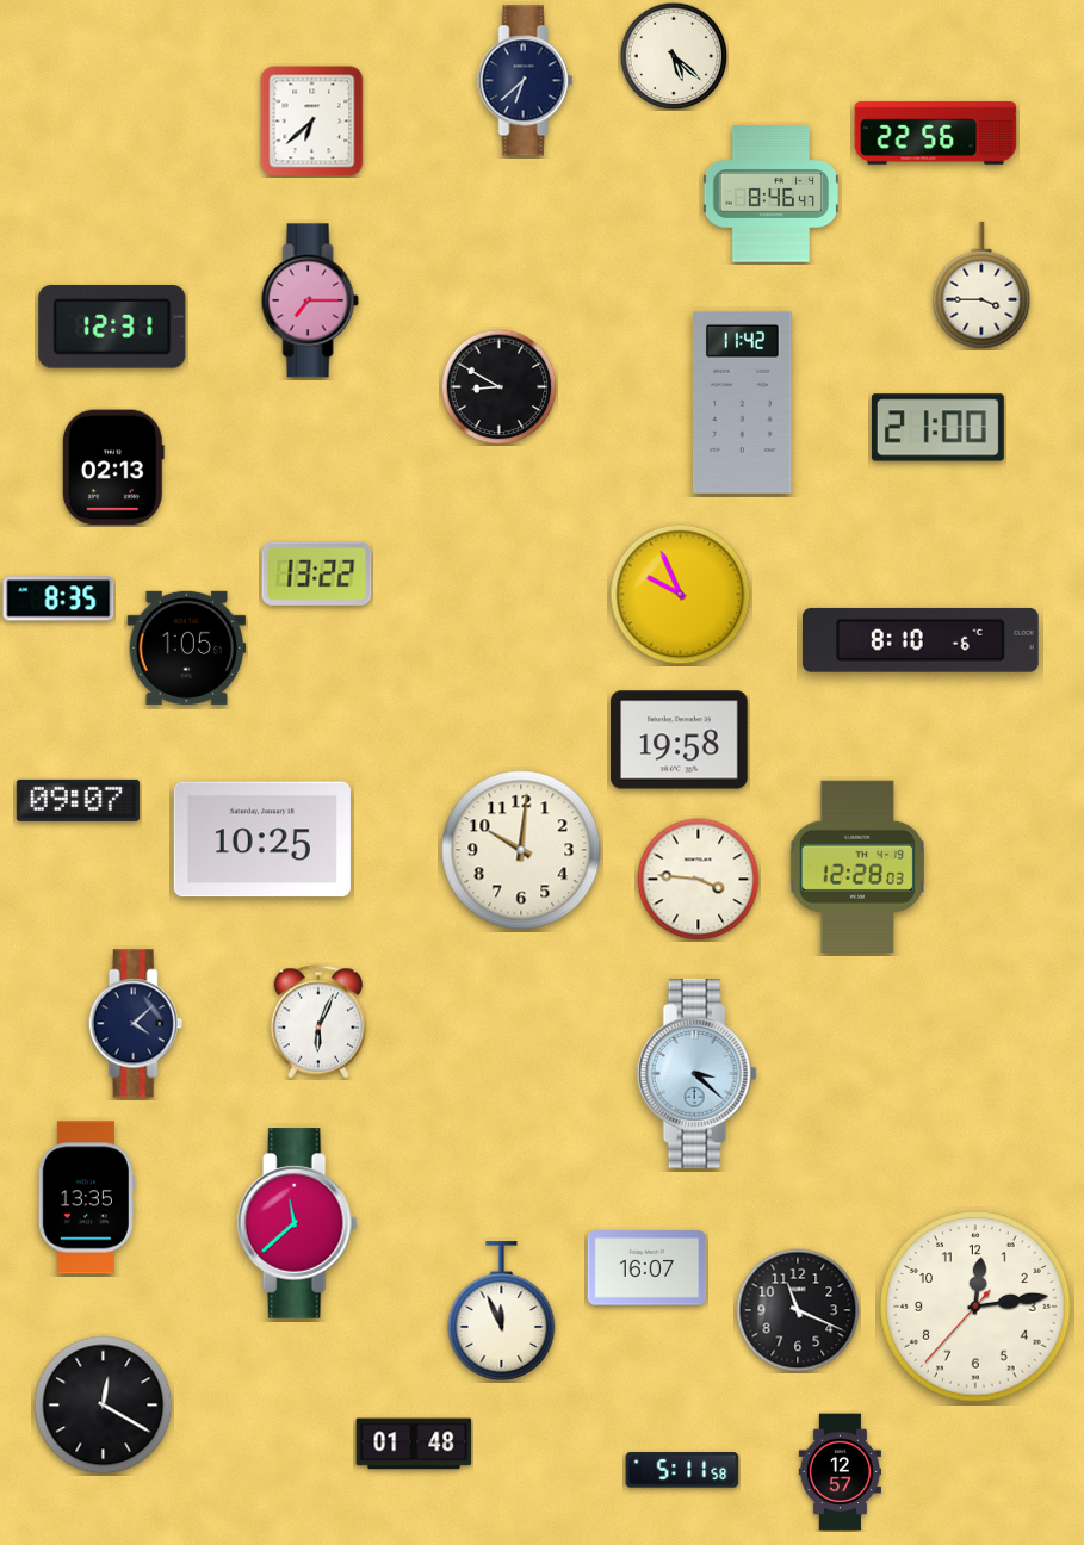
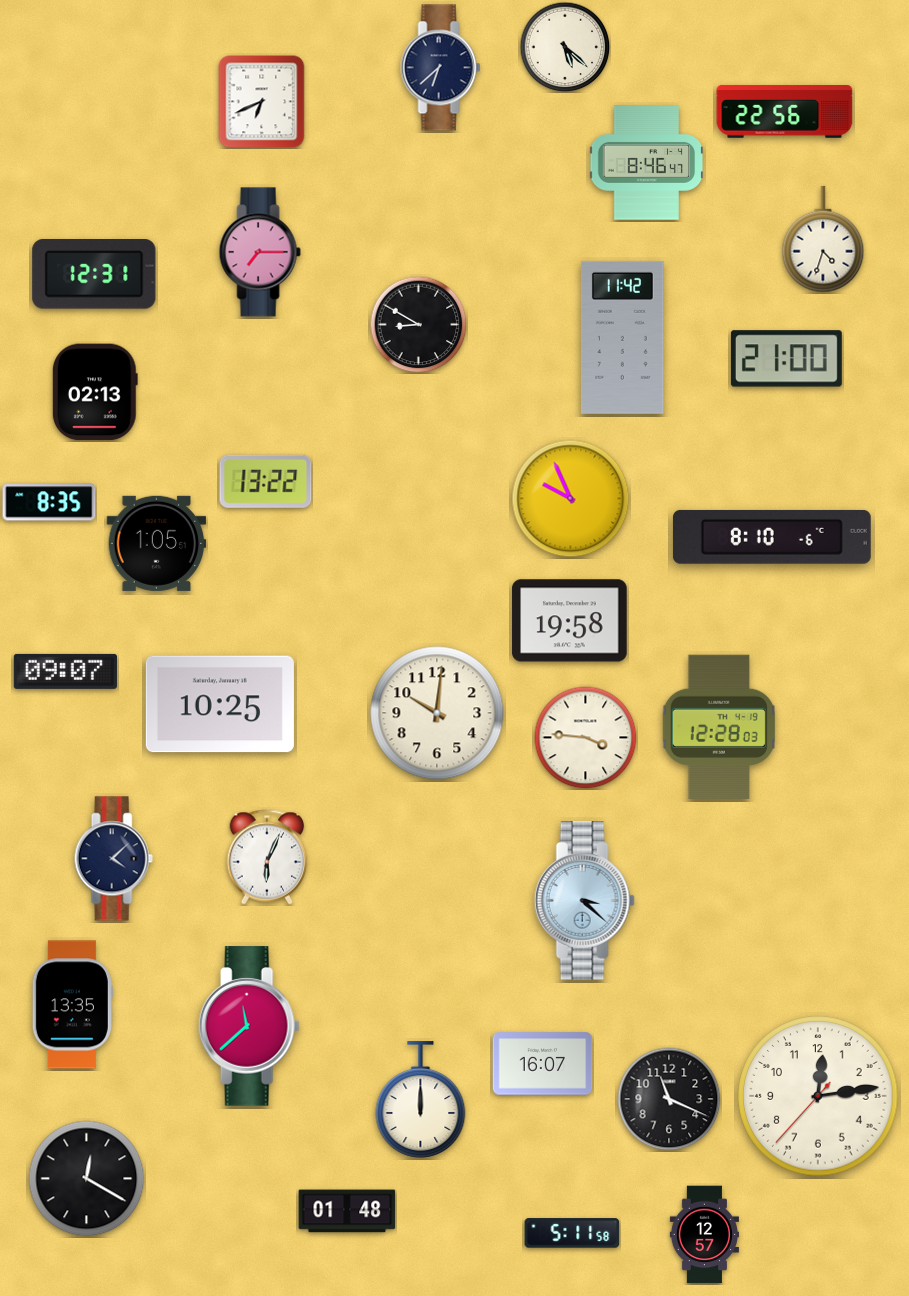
clock at (312, 122): 6:38 -> 6:41
clock at (981, 285): 3:45 -> 4:33
clock at (502, 1311): 11:56 -> 12:00
